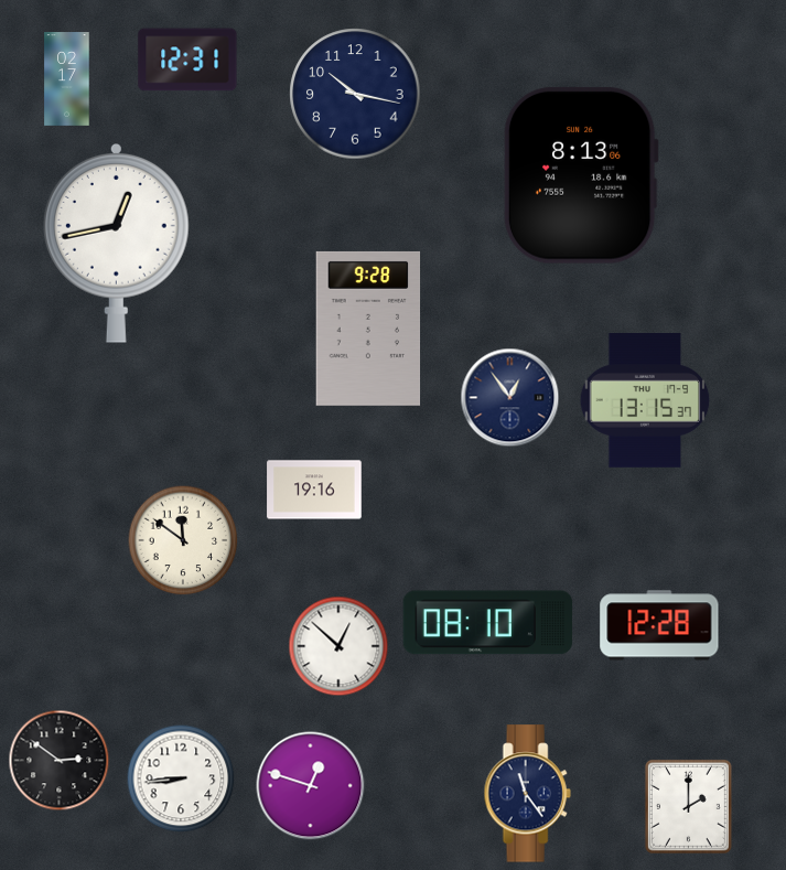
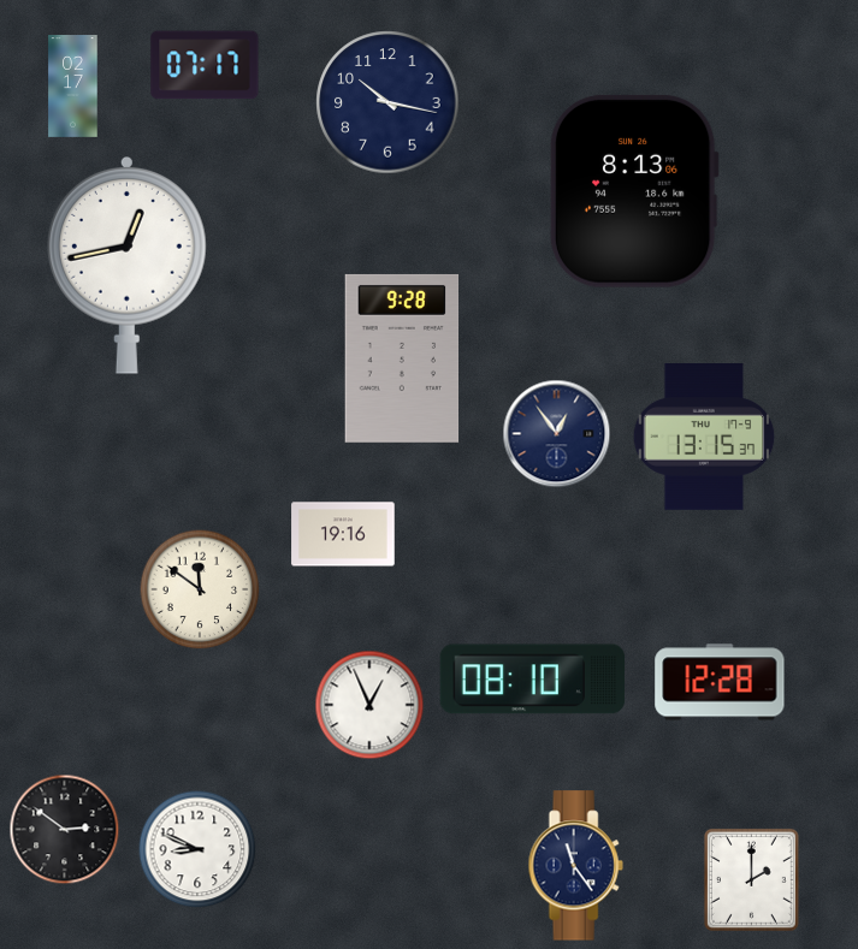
clock at (187, 60): 12:31 -> 07:17
clock at (338, 646): 12:52 -> 12:56
clock at (181, 778): 8:44 -> 8:49
clock at (311, 786): 12:48 -> none
